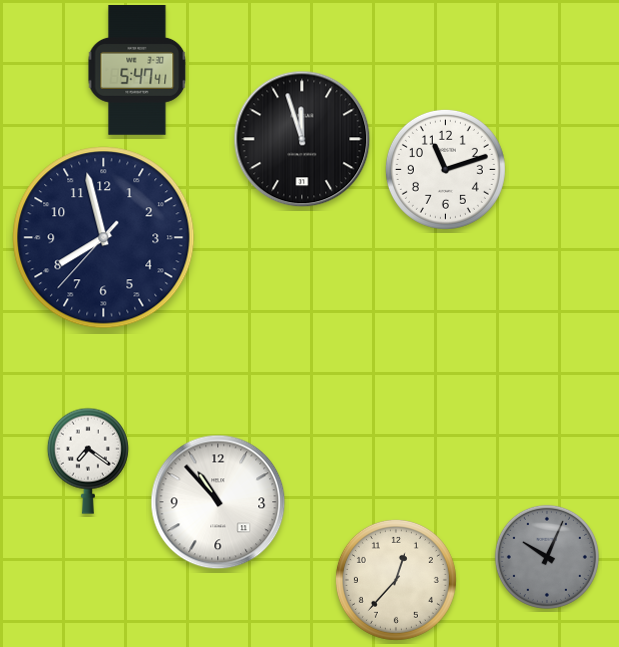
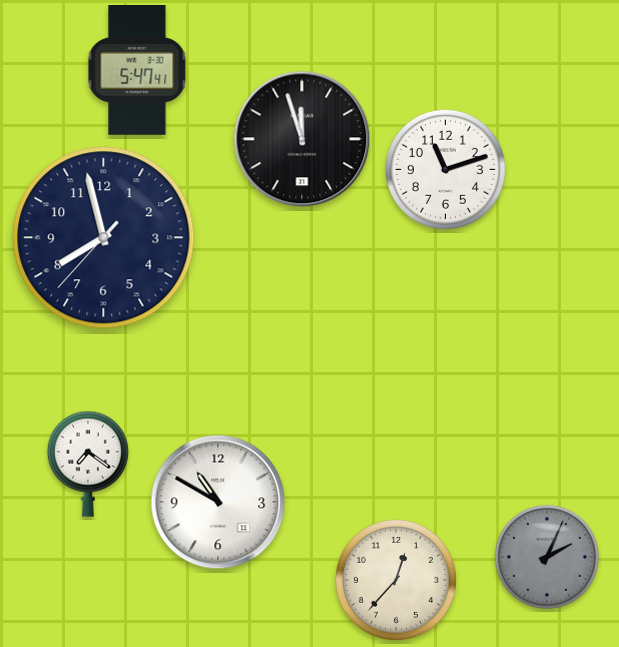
clock at (88, 461) position: (88, 461) -> (88, 464)
clock at (218, 502): 10:53 -> 10:50
clock at (547, 557): 10:04 -> 2:04
